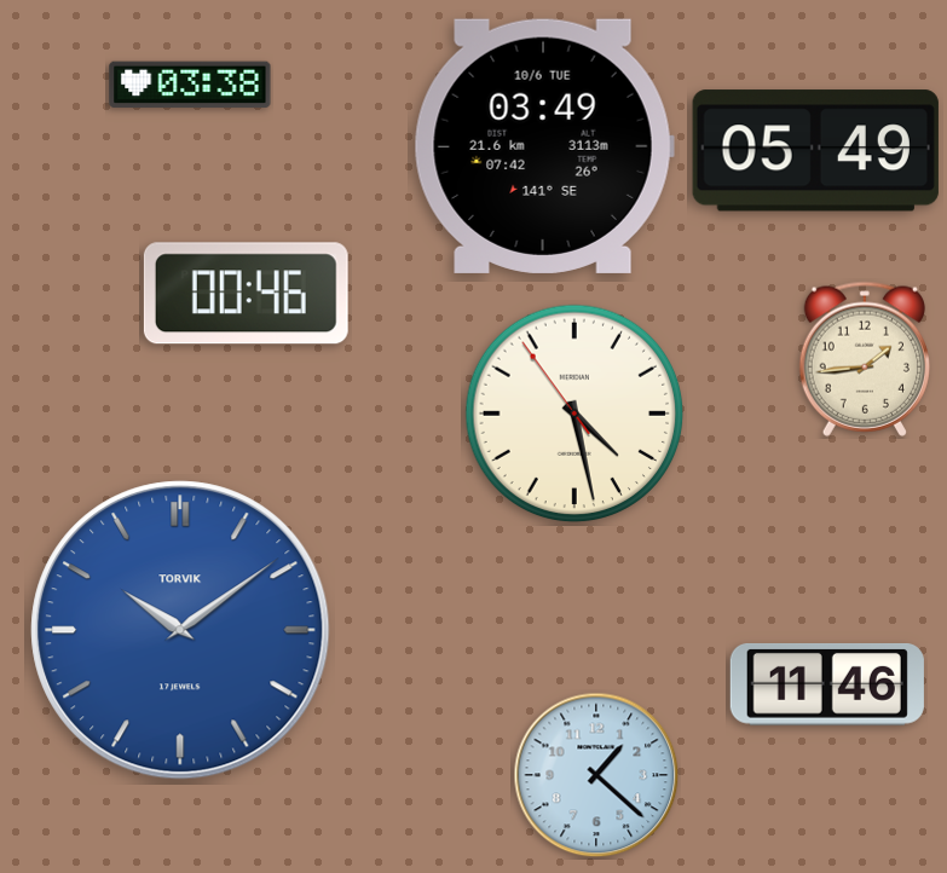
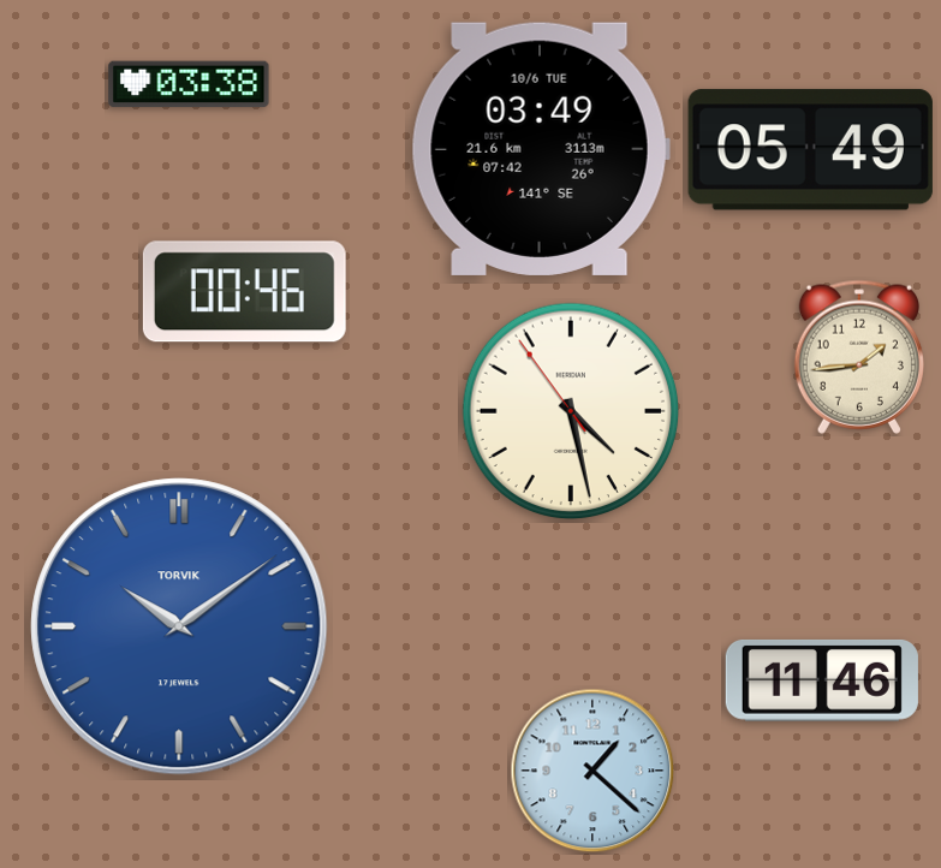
clock at (544, 146) position: (544, 146) -> (541, 149)
